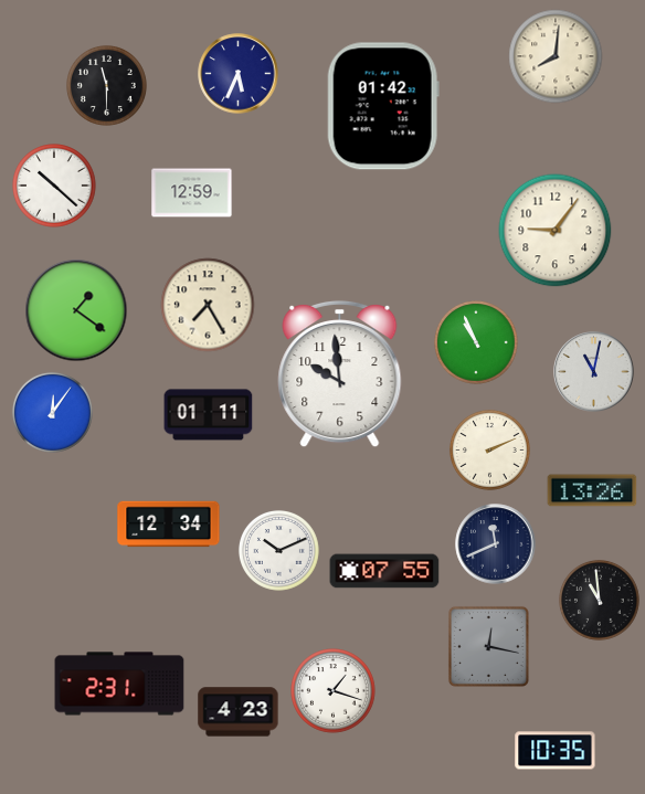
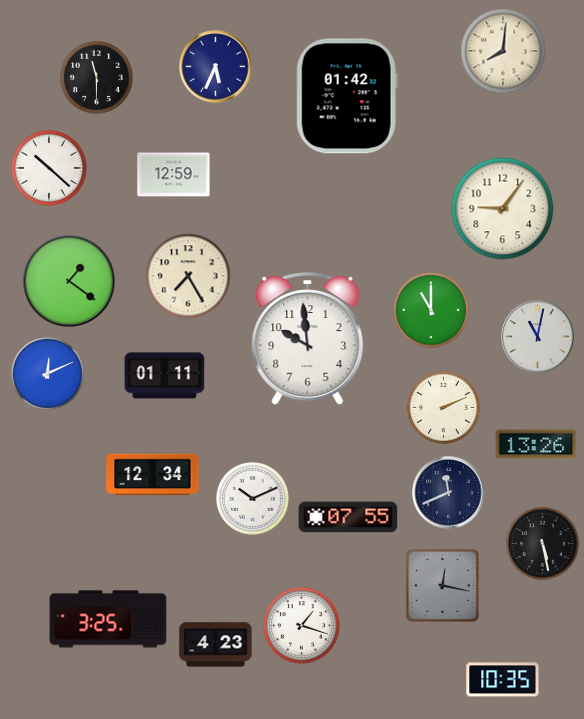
clock at (476, 342): 10:56 -> 11:00
clock at (52, 412): 12:06 -> 12:11
clock at (209, 415) position: (209, 415) -> (165, 376)
clock at (599, 600): 10:59 -> 5:28
clock at (119, 684): 2:31 -> 3:25
